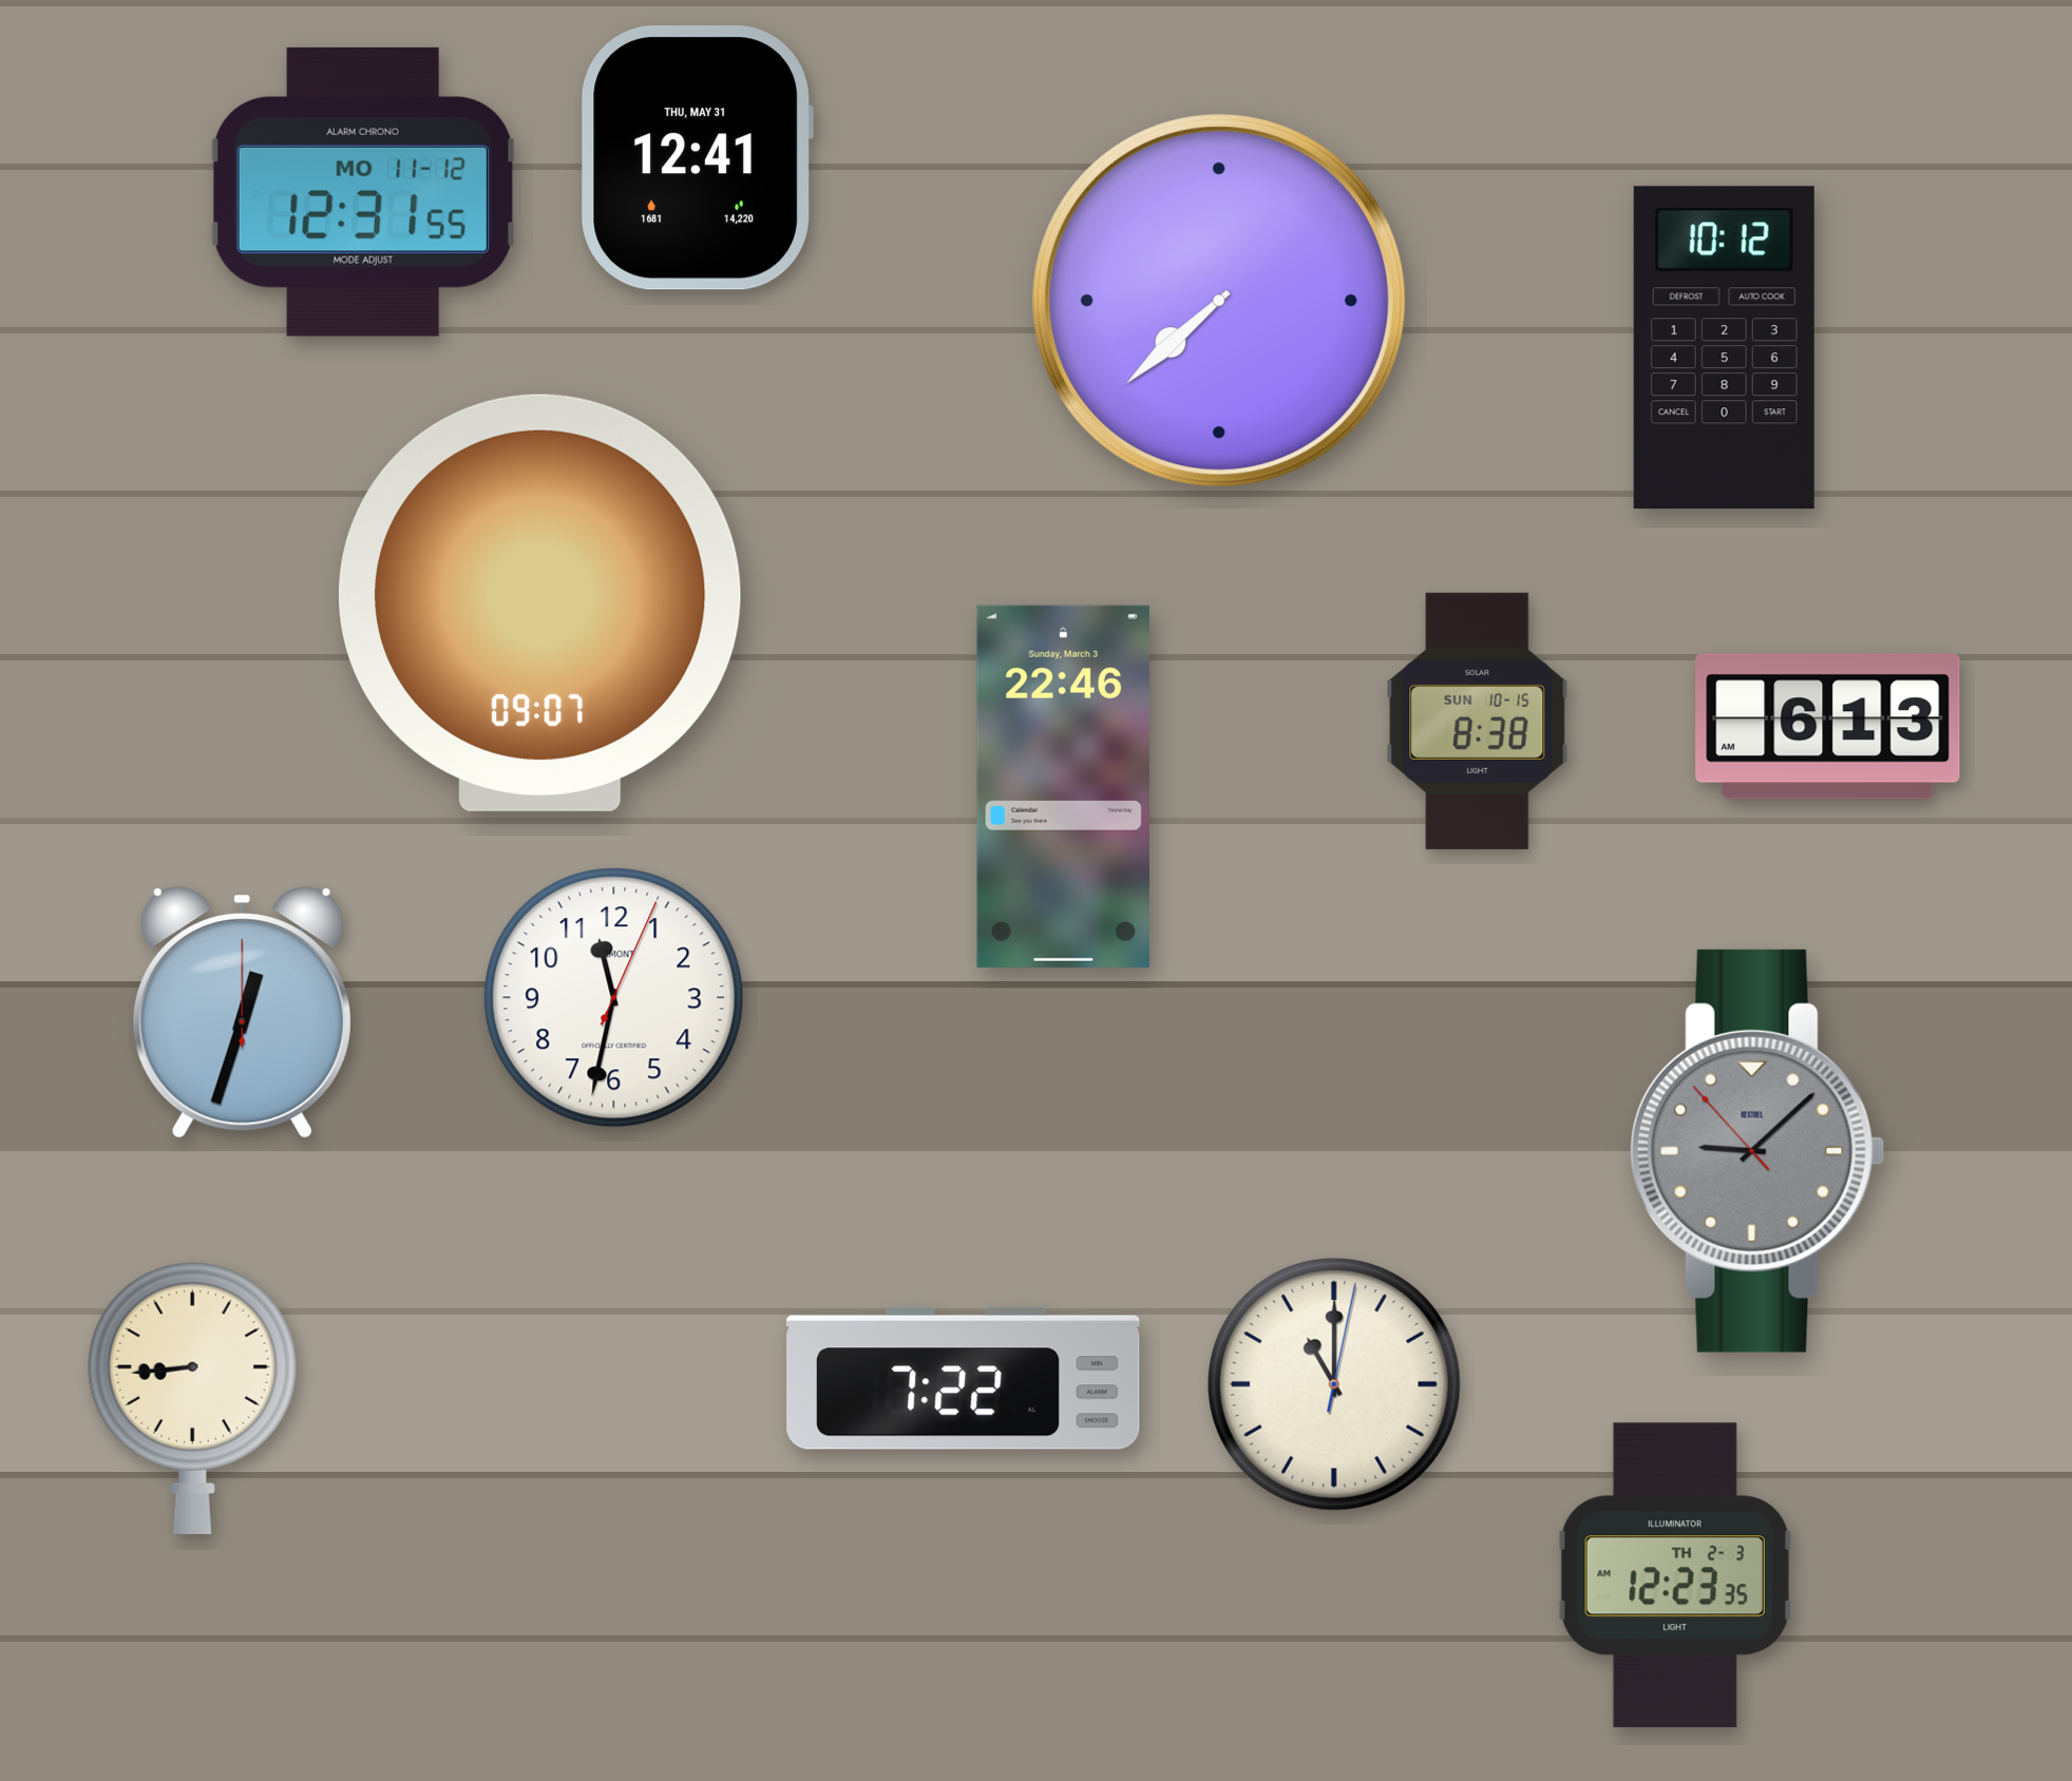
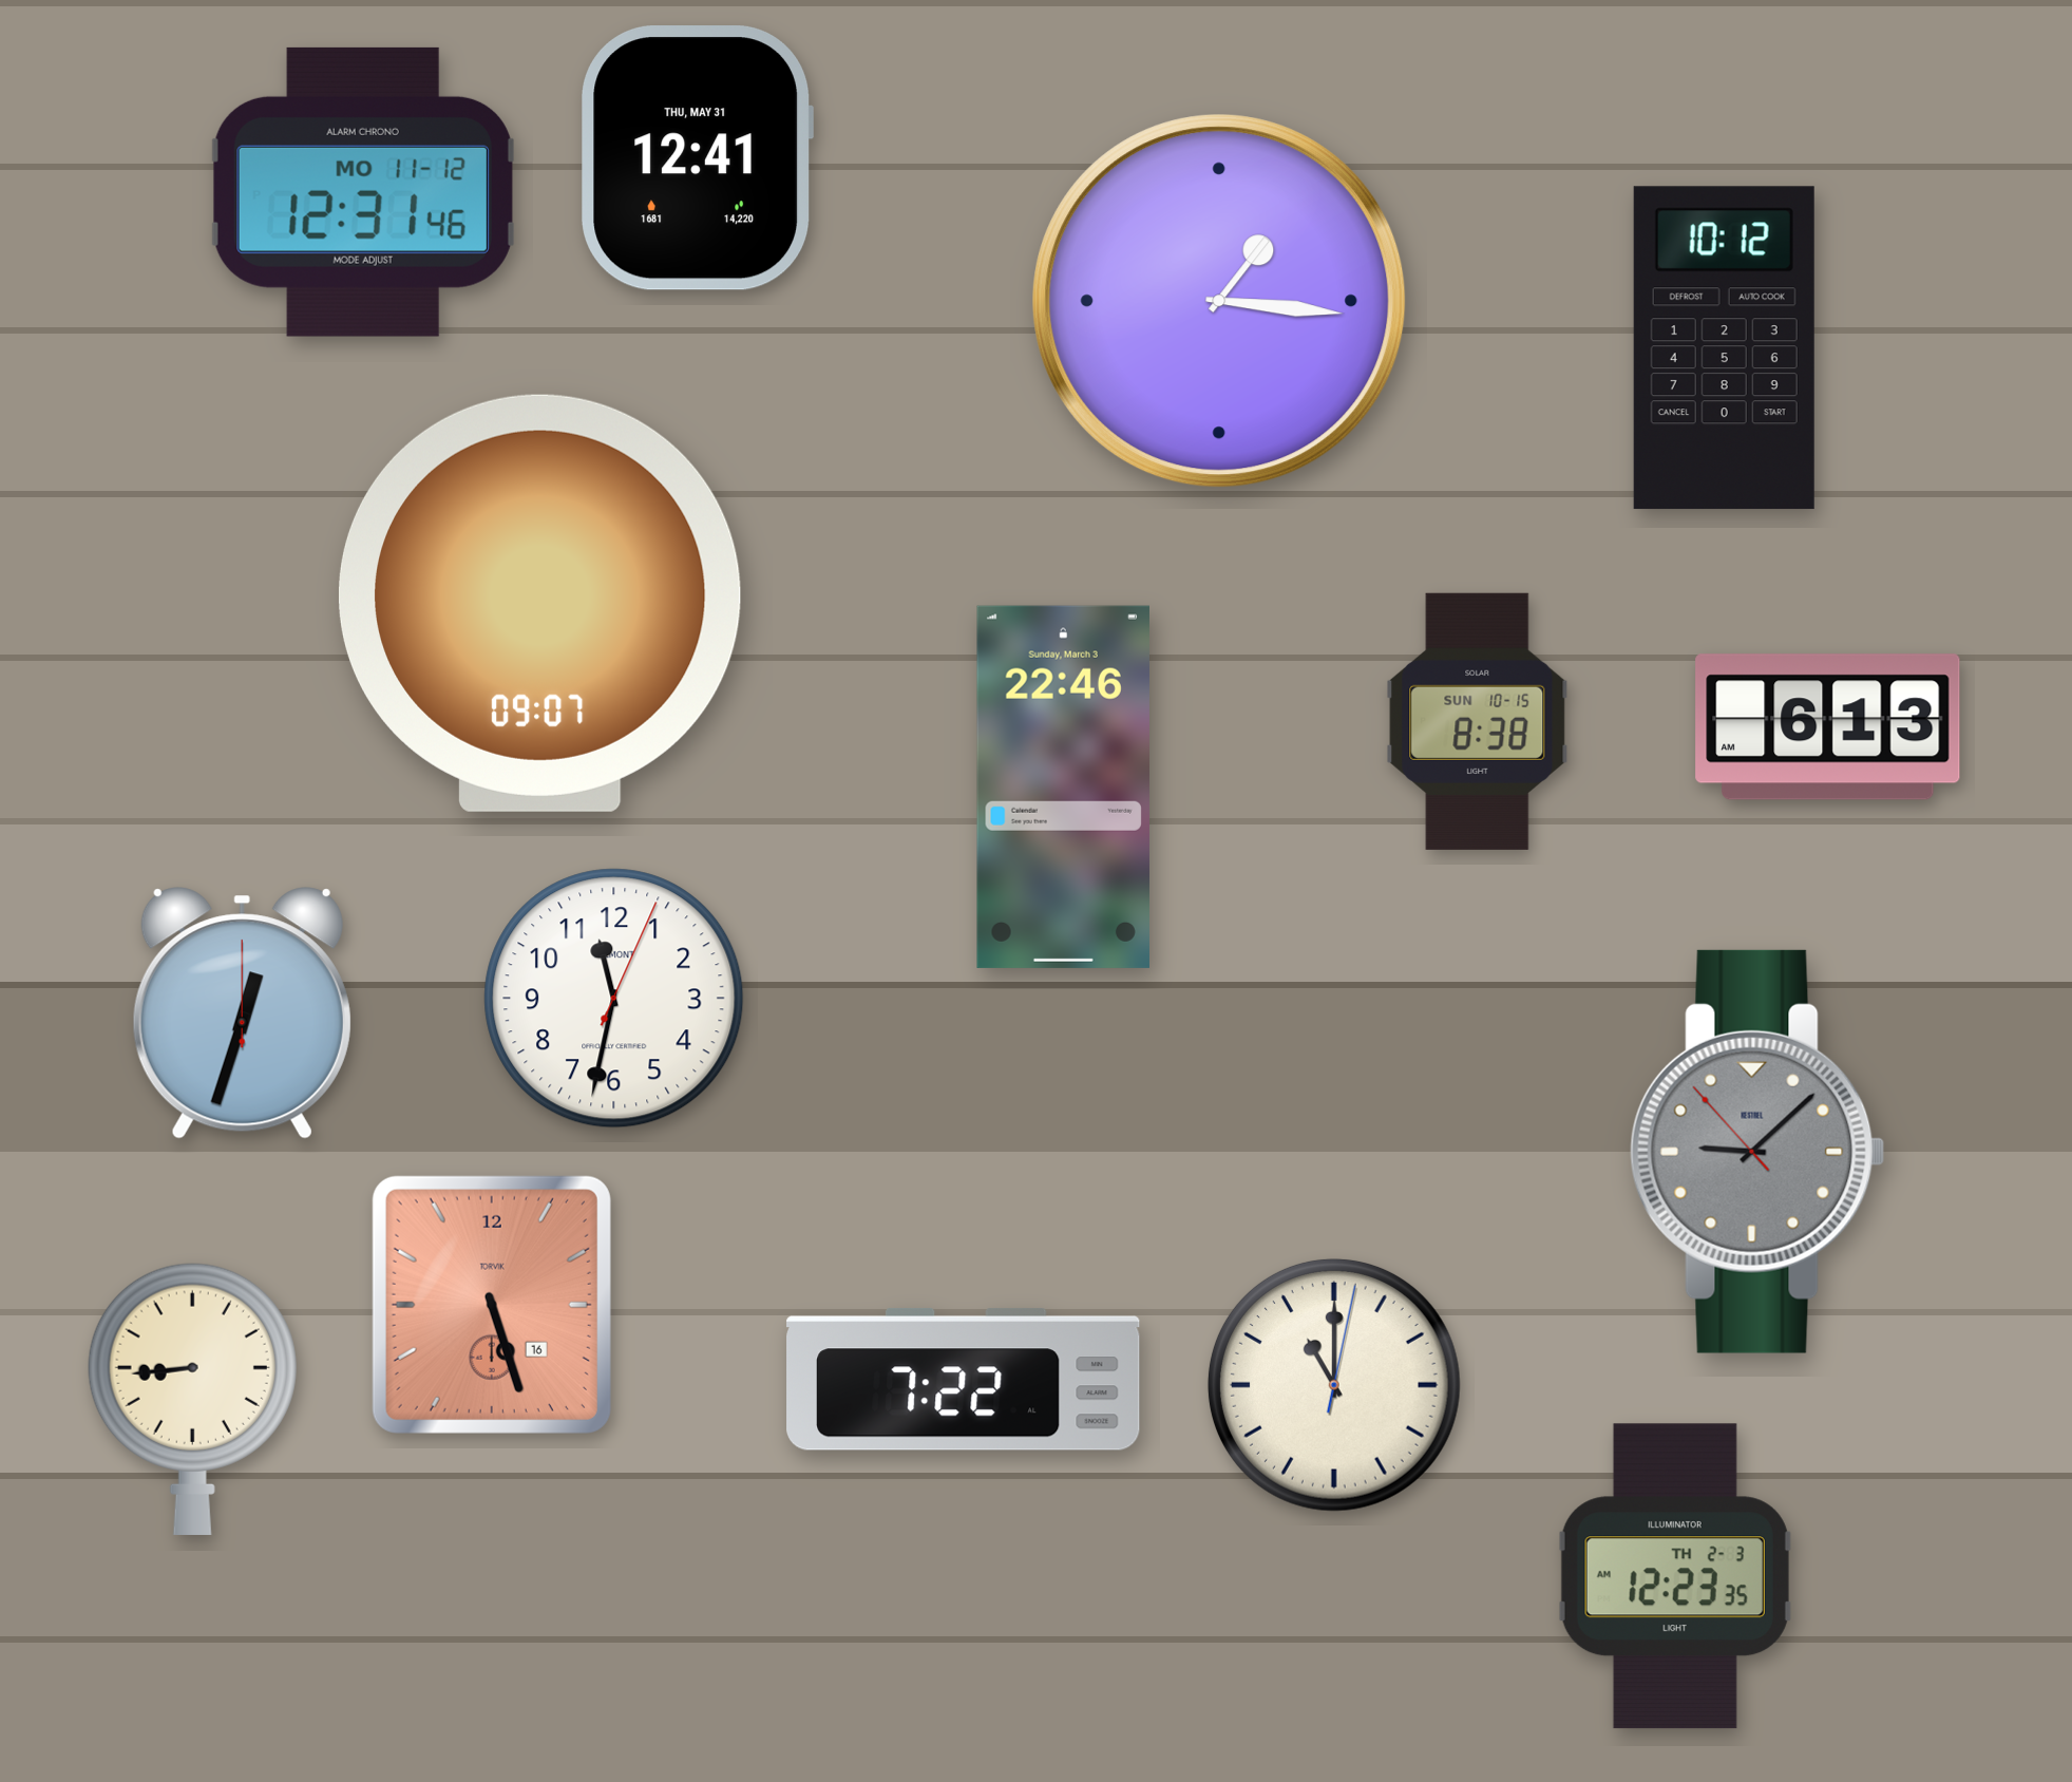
clock at (363, 192): 12:31:55 -> 12:31:46
clock at (1219, 301): 7:38 -> 1:16
clock at (492, 1305): none -> 5:27
